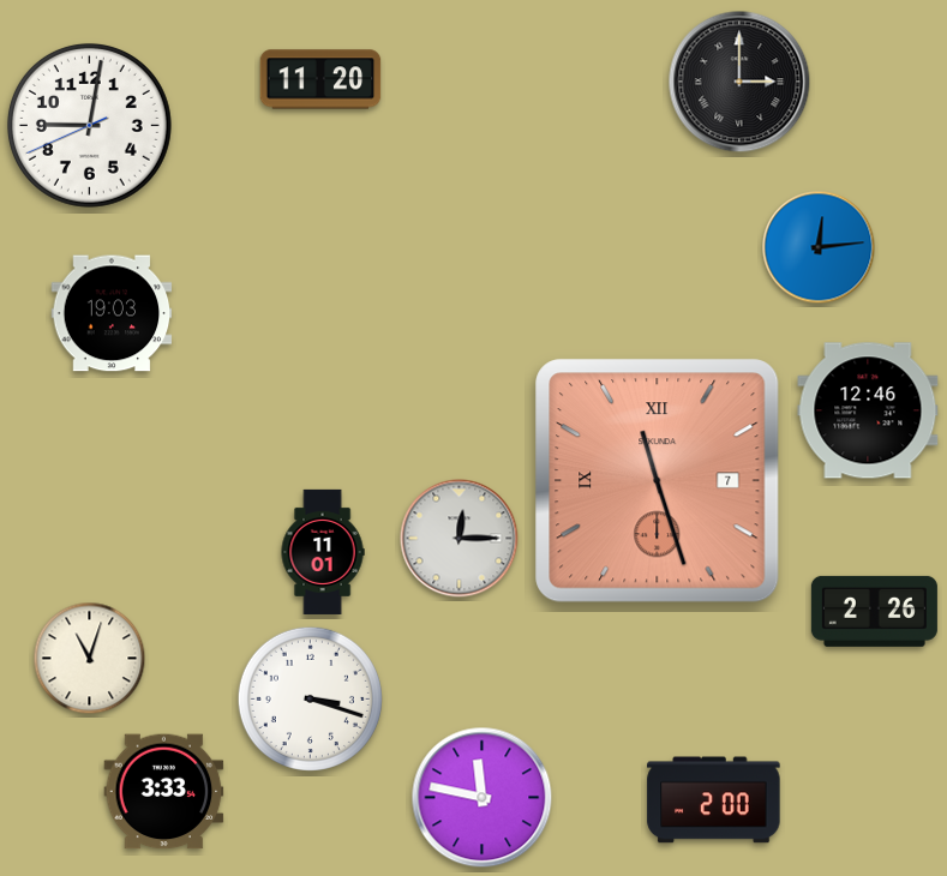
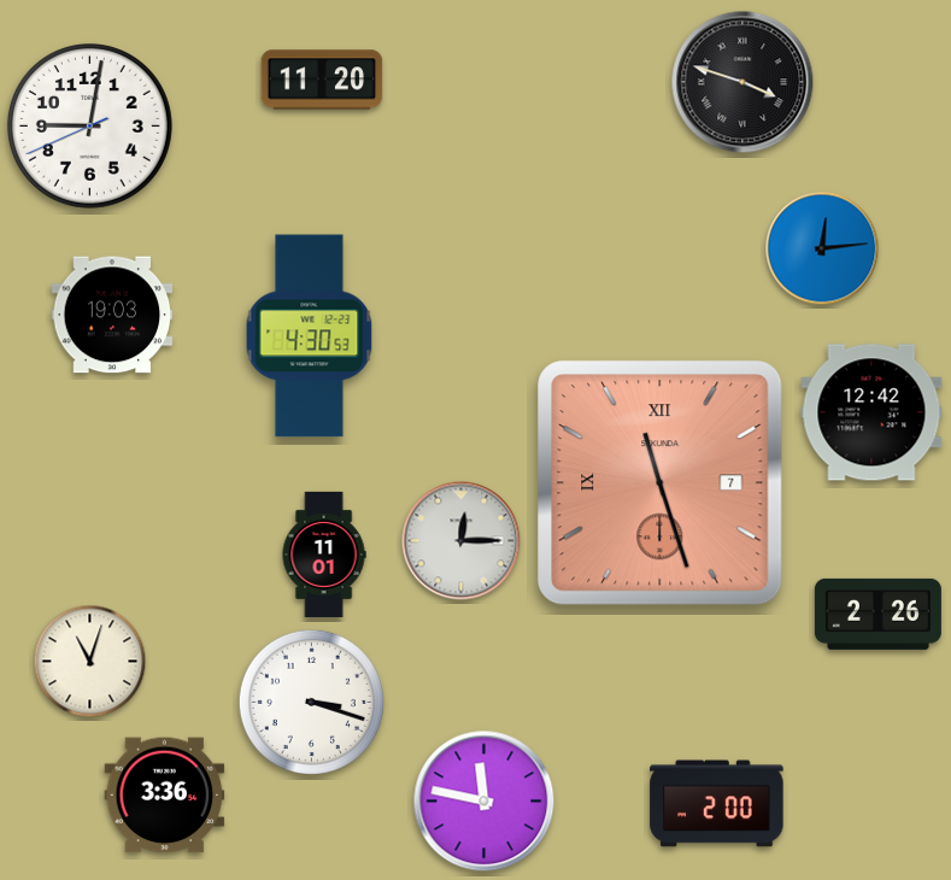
clock at (739, 82): 3:00 -> 3:48
clock at (310, 336): none -> 4:30
clock at (868, 410): 12:46 -> 12:42
clock at (164, 792): 3:33 -> 3:36
